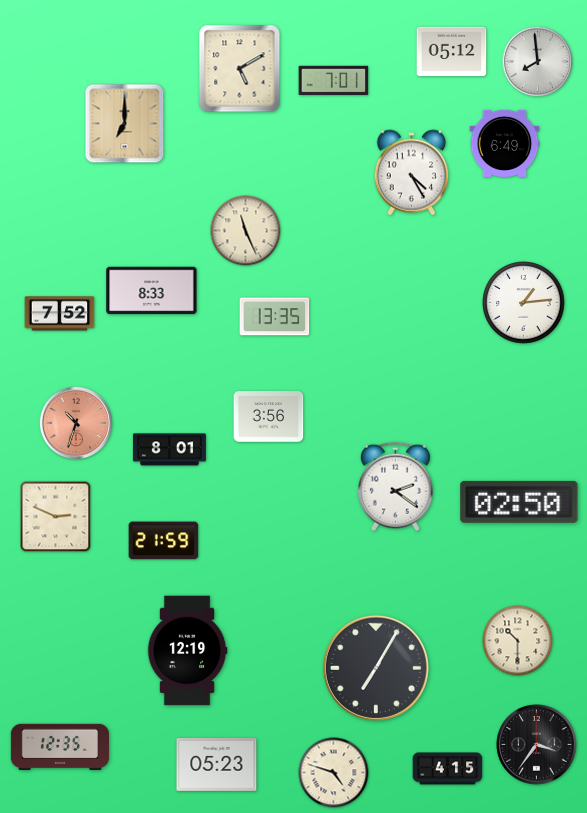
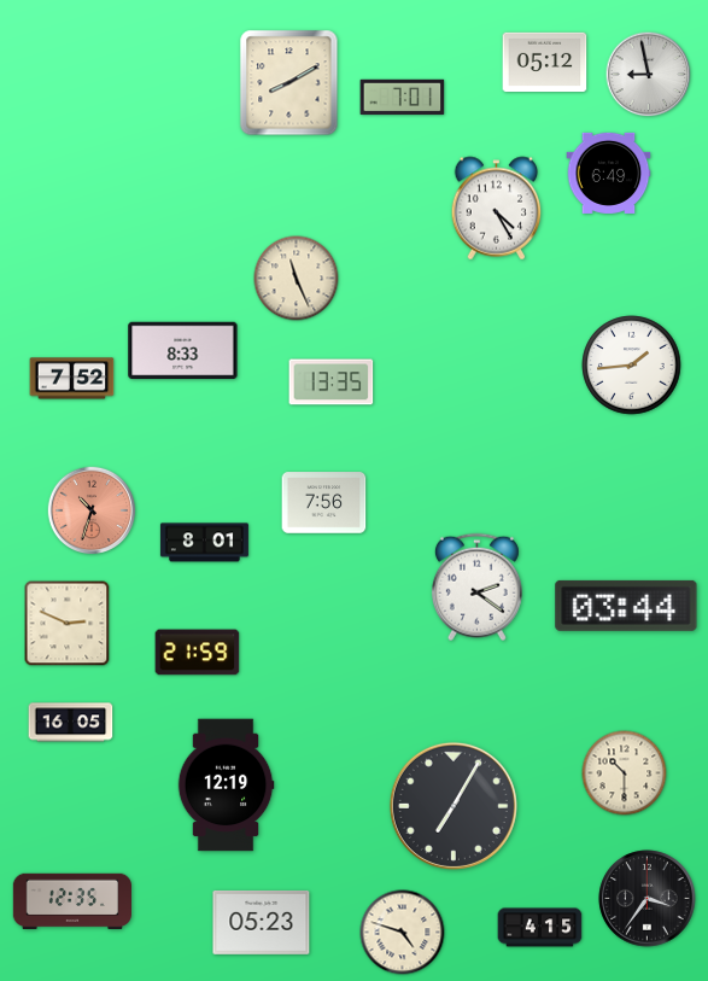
clock at (538, 62): 7:59 -> 8:58
clock at (240, 69): 5:10 -> 8:10
clock at (125, 124): 7:00 -> none
clock at (524, 303): 1:14 -> 1:44
clock at (269, 417): 3:56 -> 7:56
clock at (519, 502): 02:50 -> 03:44
clock at (71, 723): none -> 16:05
